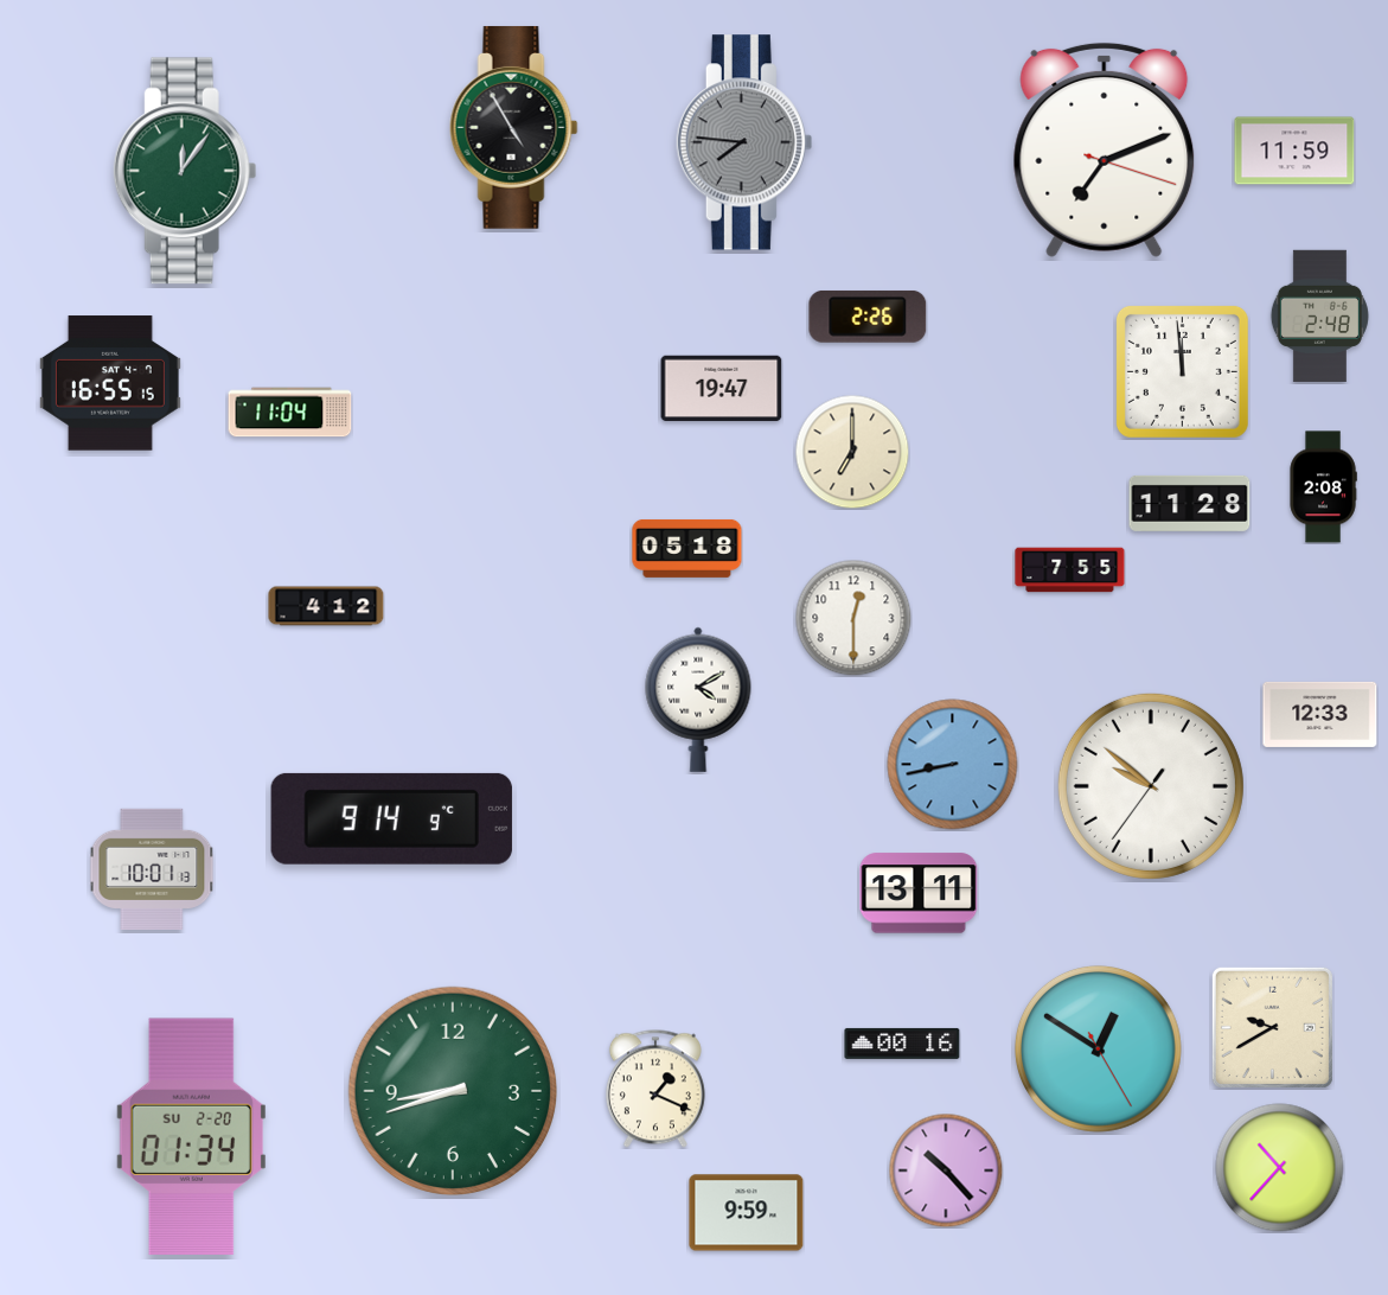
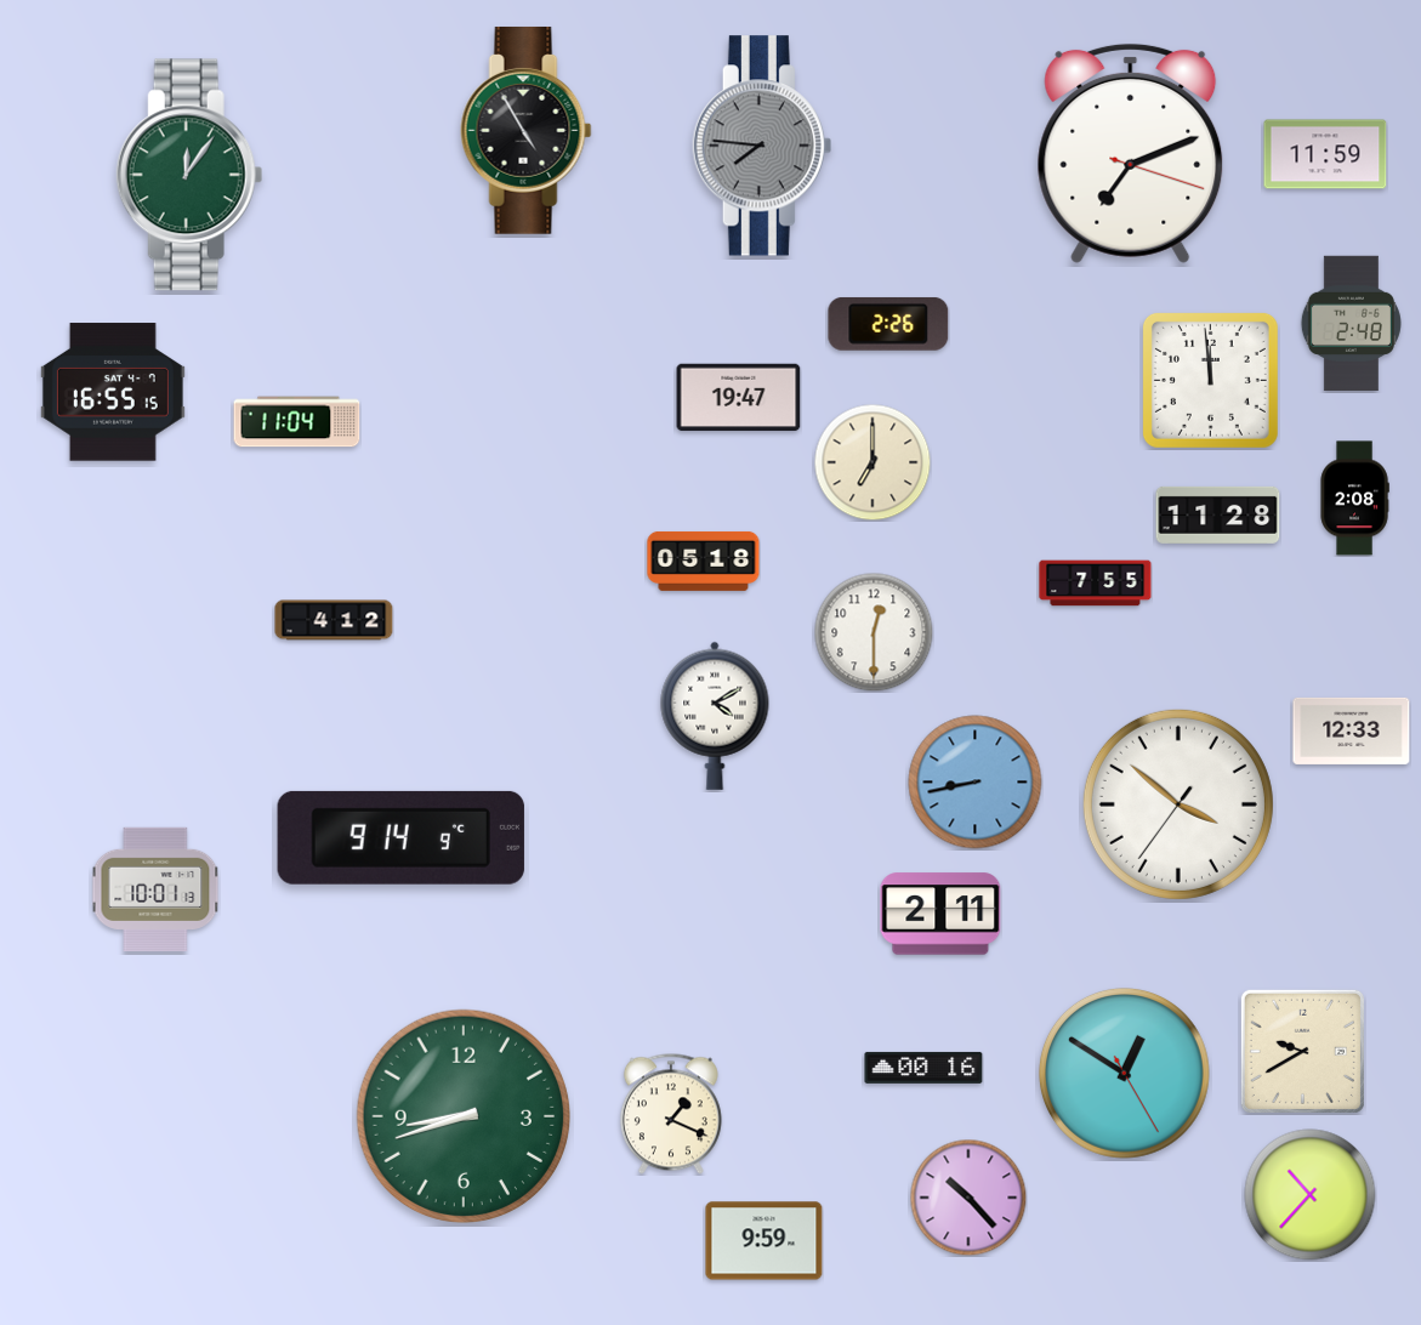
clock at (1151, 786): 9:51 -> 3:51
clock at (919, 893): 13:11 -> 2:11
clock at (191, 1137): 01:34 -> none
